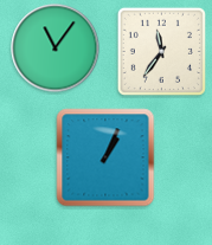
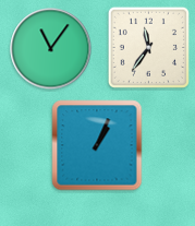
clock at (56, 49) position: (56, 49) -> (51, 49)
